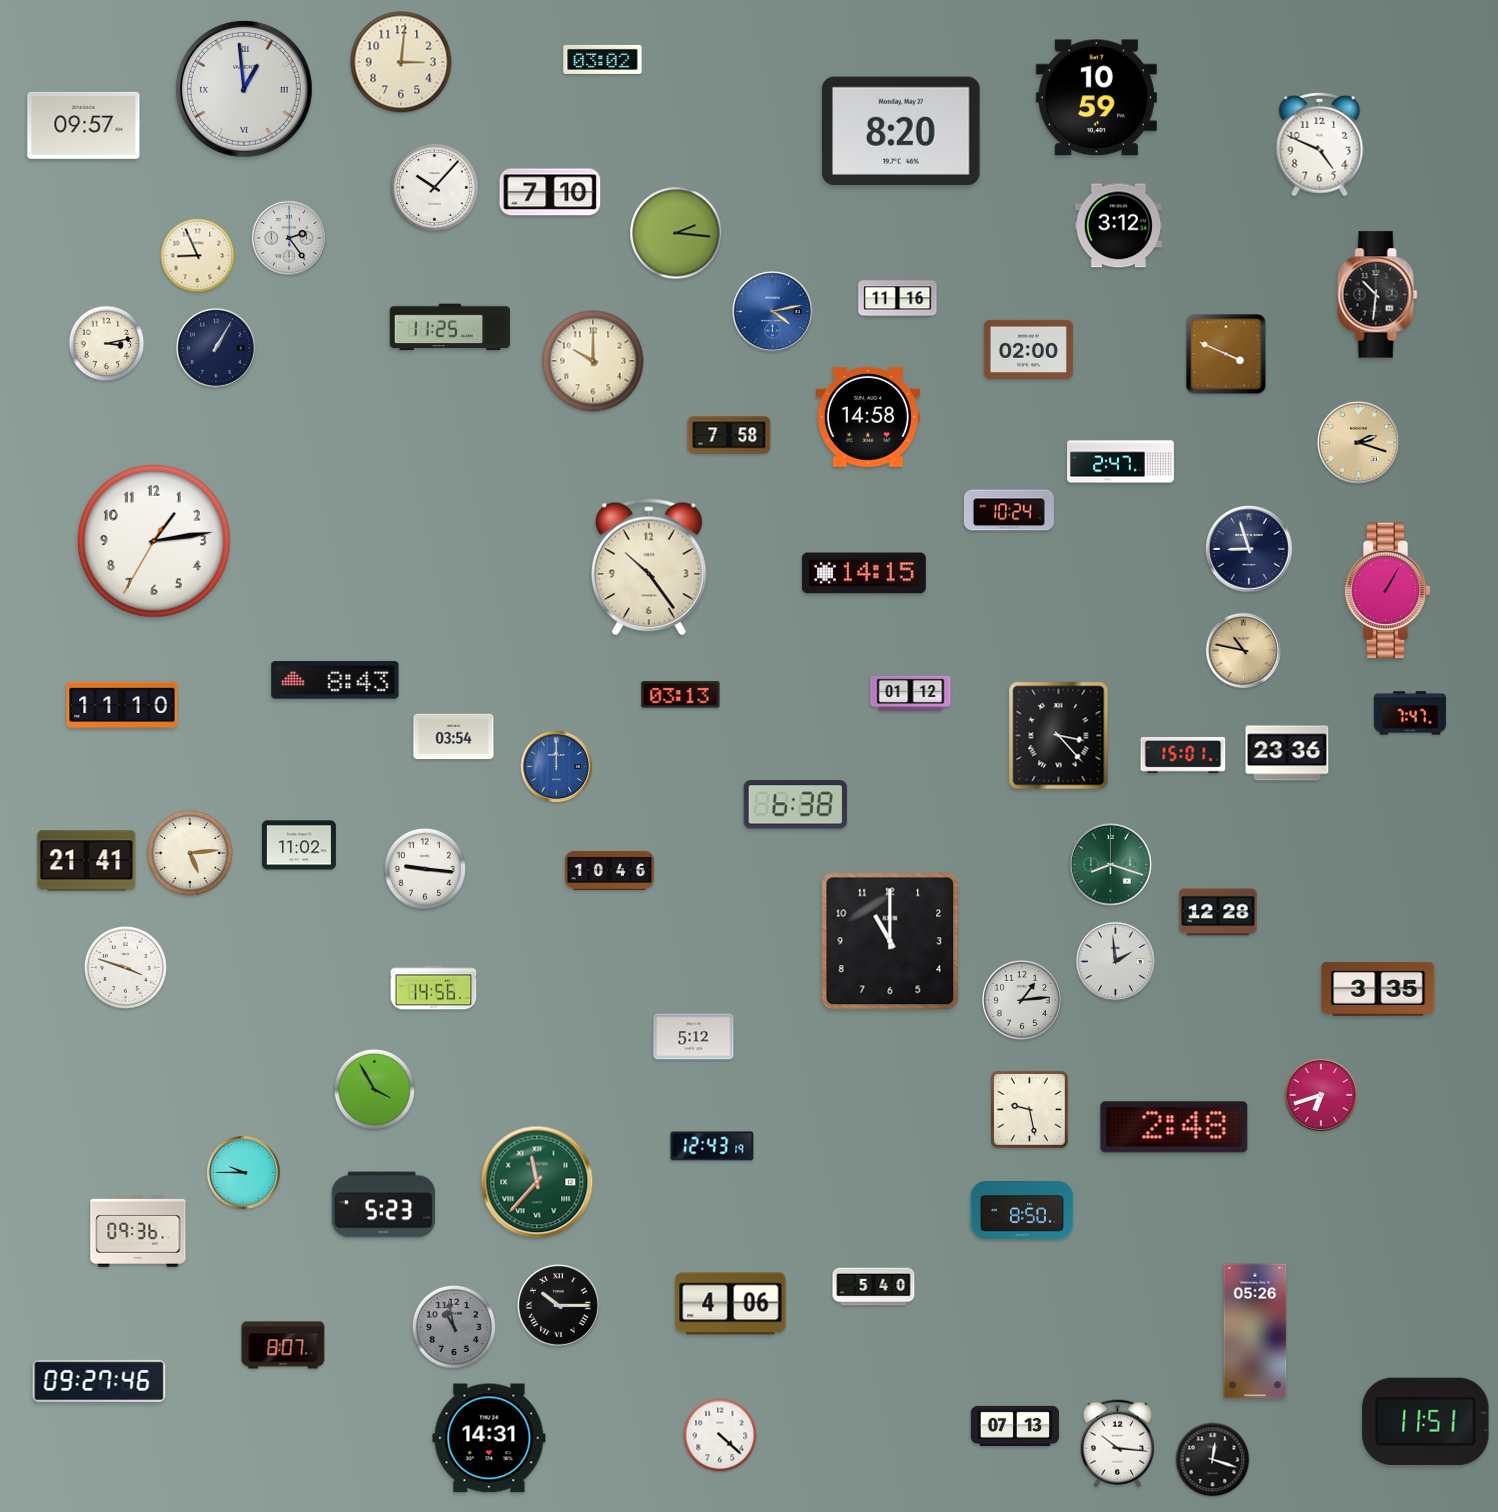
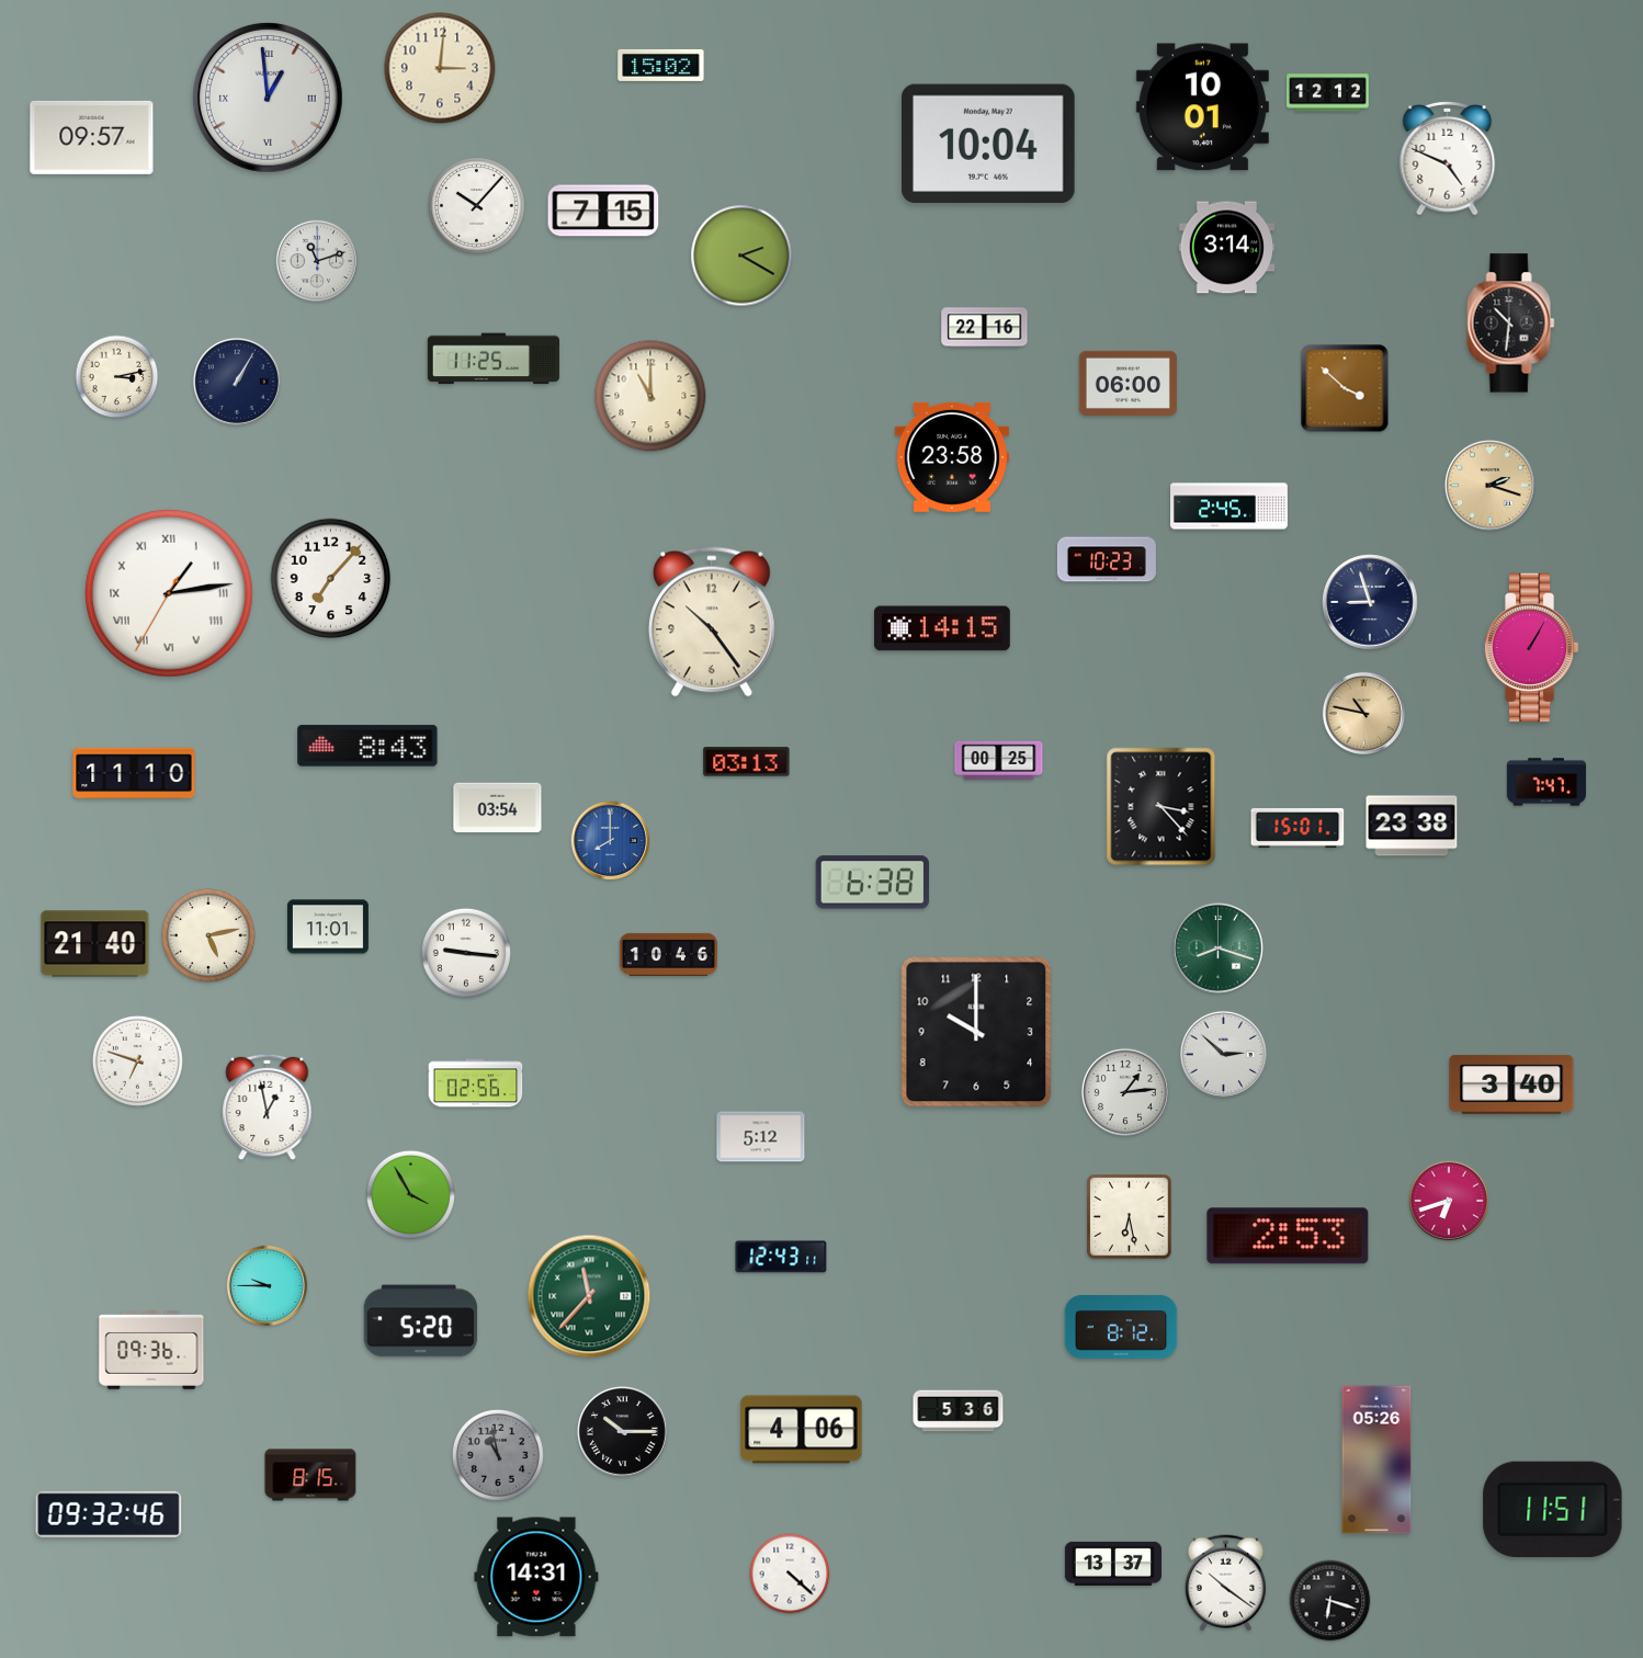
clock at (603, 59): 03:02 -> 15:02
clock at (1328, 93): none -> 12:12
clock at (1096, 98): 10:59 -> 10:01
clock at (902, 130): 8:20 -> 10:04
clock at (550, 192): 7:10 -> 7:15
clock at (1119, 226): 3:12 -> 3:14
clock at (676, 233): 2:16 -> 2:20
clock at (288, 237): 2:24 -> 11:12
clock at (198, 256): 8:56 -> none
clock at (898, 299): 11:16 -> 22:16
clock at (772, 311): 4:13 -> none
clock at (1028, 349): 02:00 -> 06:00
clock at (1226, 354): 3:49 -> 3:52
clock at (593, 361): 10:00 -> 11:00
clock at (868, 417): 14:58 -> 23:58
clock at (729, 435): 7:58 -> none
clock at (1121, 462): 2:47 -> 2:45
clock at (1009, 510): 10:24 -> 10:23
clock at (331, 579): none -> 7:07
clock at (154, 541) numerals: Arabic -> Roman
clock at (864, 573) position: (864, 573) -> (942, 628)
clock at (1387, 591) position: (1387, 591) -> (1531, 648)
clock at (911, 693): 01:12 -> 00:25
clock at (1287, 753): 23:36 -> 23:38
clock at (557, 767): 12:00 -> 8:00
clock at (299, 845): 11:02 -> 11:01
clock at (190, 853): 5:14 -> 5:13
clock at (87, 861): 21:41 -> 21:40
clock at (1218, 912): 12:28 -> none
clock at (890, 941): 11:00 -> 10:00
clock at (1115, 961): 1:59 -> 2:52
clock at (125, 967): 3:48 -> 6:48
clock at (434, 988): 14:56 -> 02:56
clock at (1378, 989): 3:35 -> 3:40
clock at (1022, 1000) position: (1022, 1000) -> (1125, 1092)
clock at (268, 1108): none -> 12:58
clock at (1030, 1110): 9:28 -> 6:28
clock at (1174, 1127): 2:48 -> 2:53
clock at (712, 1146): 12:43:19 -> 12:43:11
clock at (384, 1205): 5:23 -> 5:20
clock at (1022, 1210): 8:50 -> 8:12
clock at (874, 1287): 5:40 -> 5:36
clock at (558, 1305) position: (558, 1305) -> (622, 1431)
clock at (283, 1345): 8:07 -> 8:15
clock at (99, 1381): 09:27 -> 09:32
clock at (1426, 1421) position: (1426, 1421) -> (1553, 1509)
clock at (1014, 1426): 07:13 -> 13:37
clock at (1117, 1444): 10:16 -> 10:21
clock at (1213, 1460): 12:18 -> 6:18
